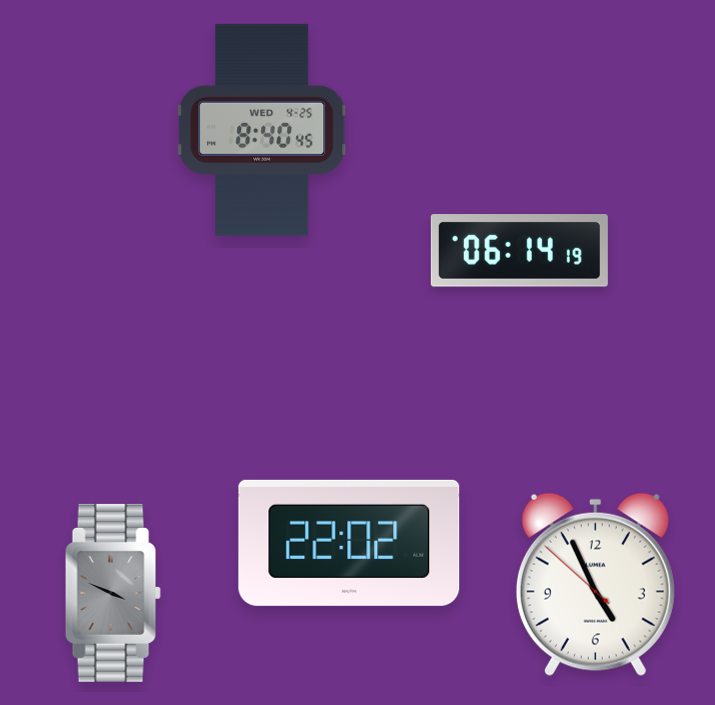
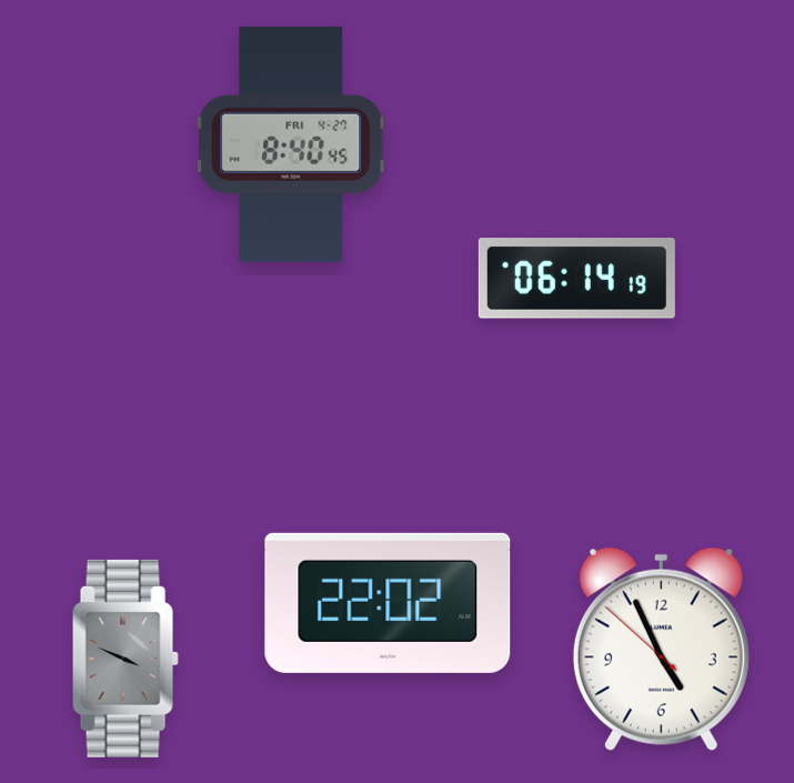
clock at (263, 130) date: WED 4-25 -> FRI 4-27
